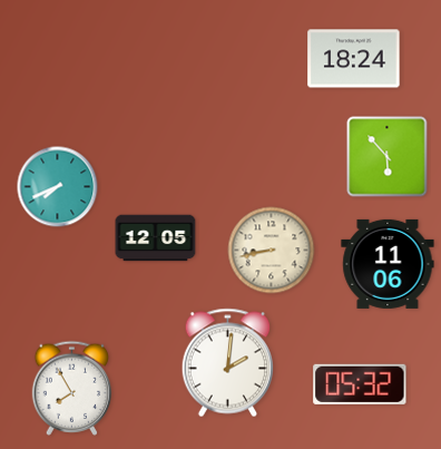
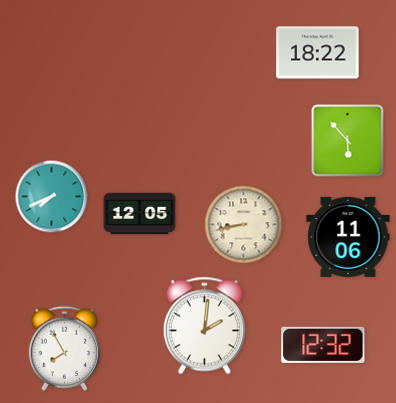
clock at (354, 59): 18:24 -> 18:22
clock at (58, 187) position: (58, 187) -> (52, 197)
clock at (360, 384): 05:32 -> 12:32
